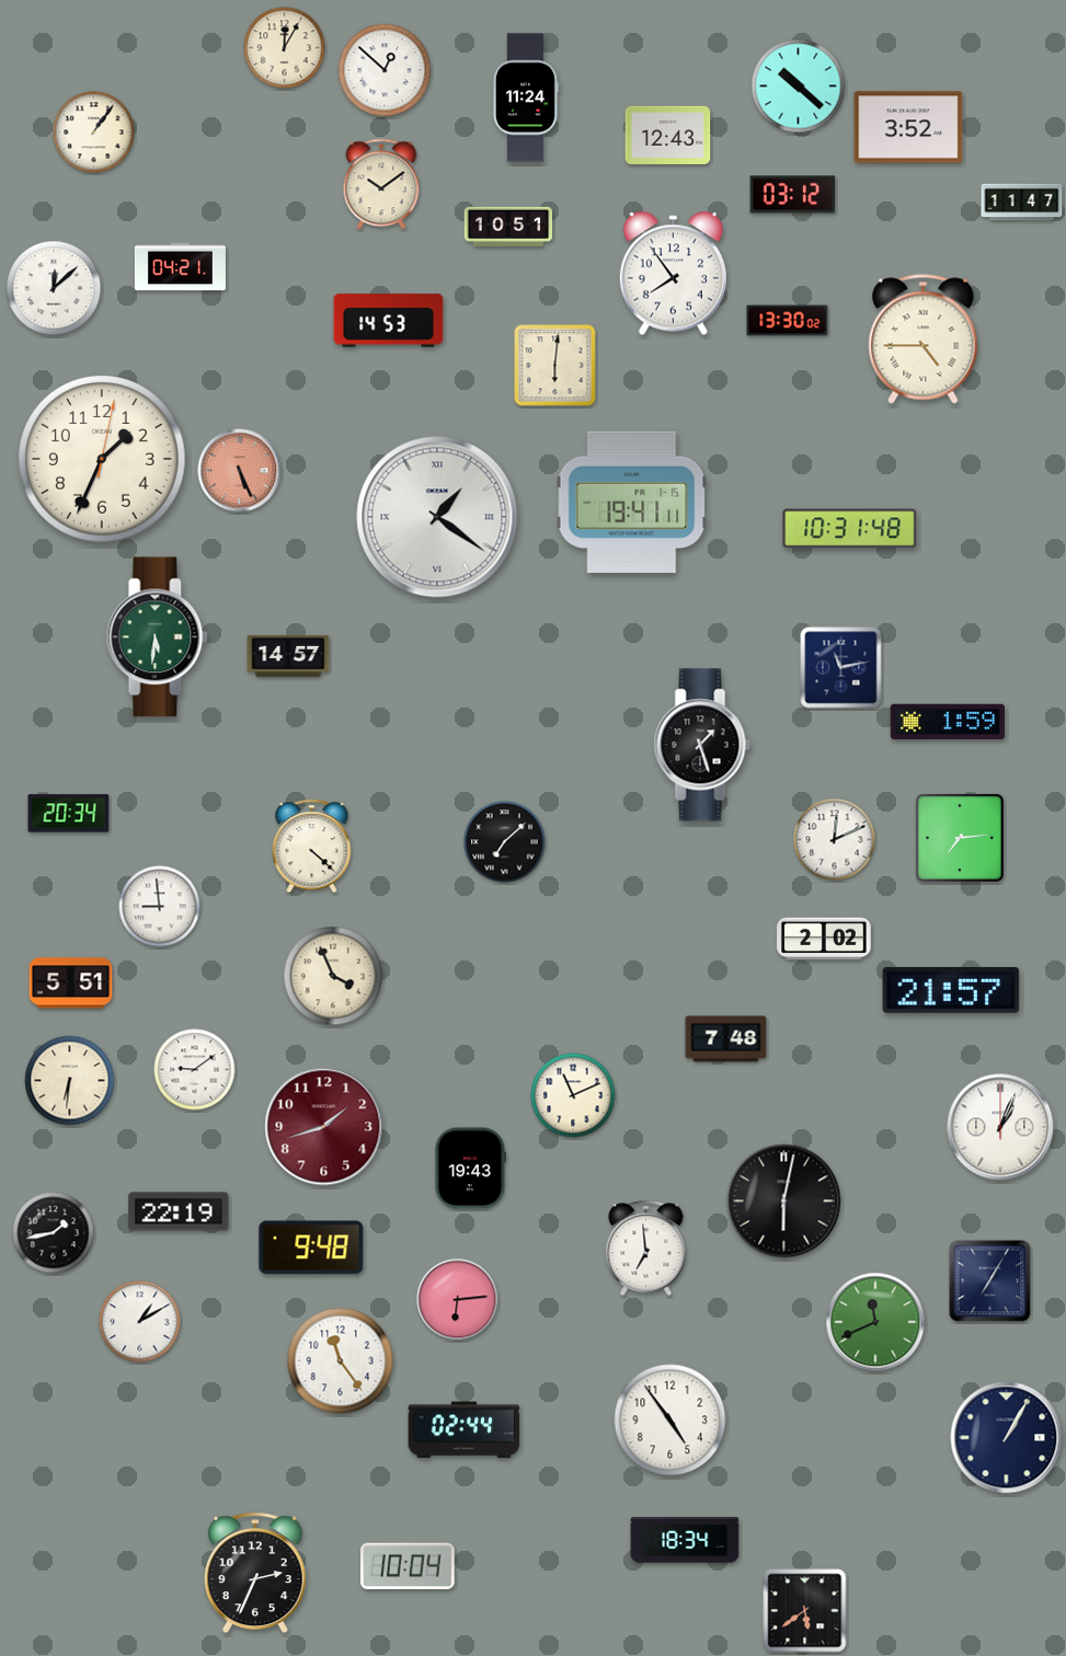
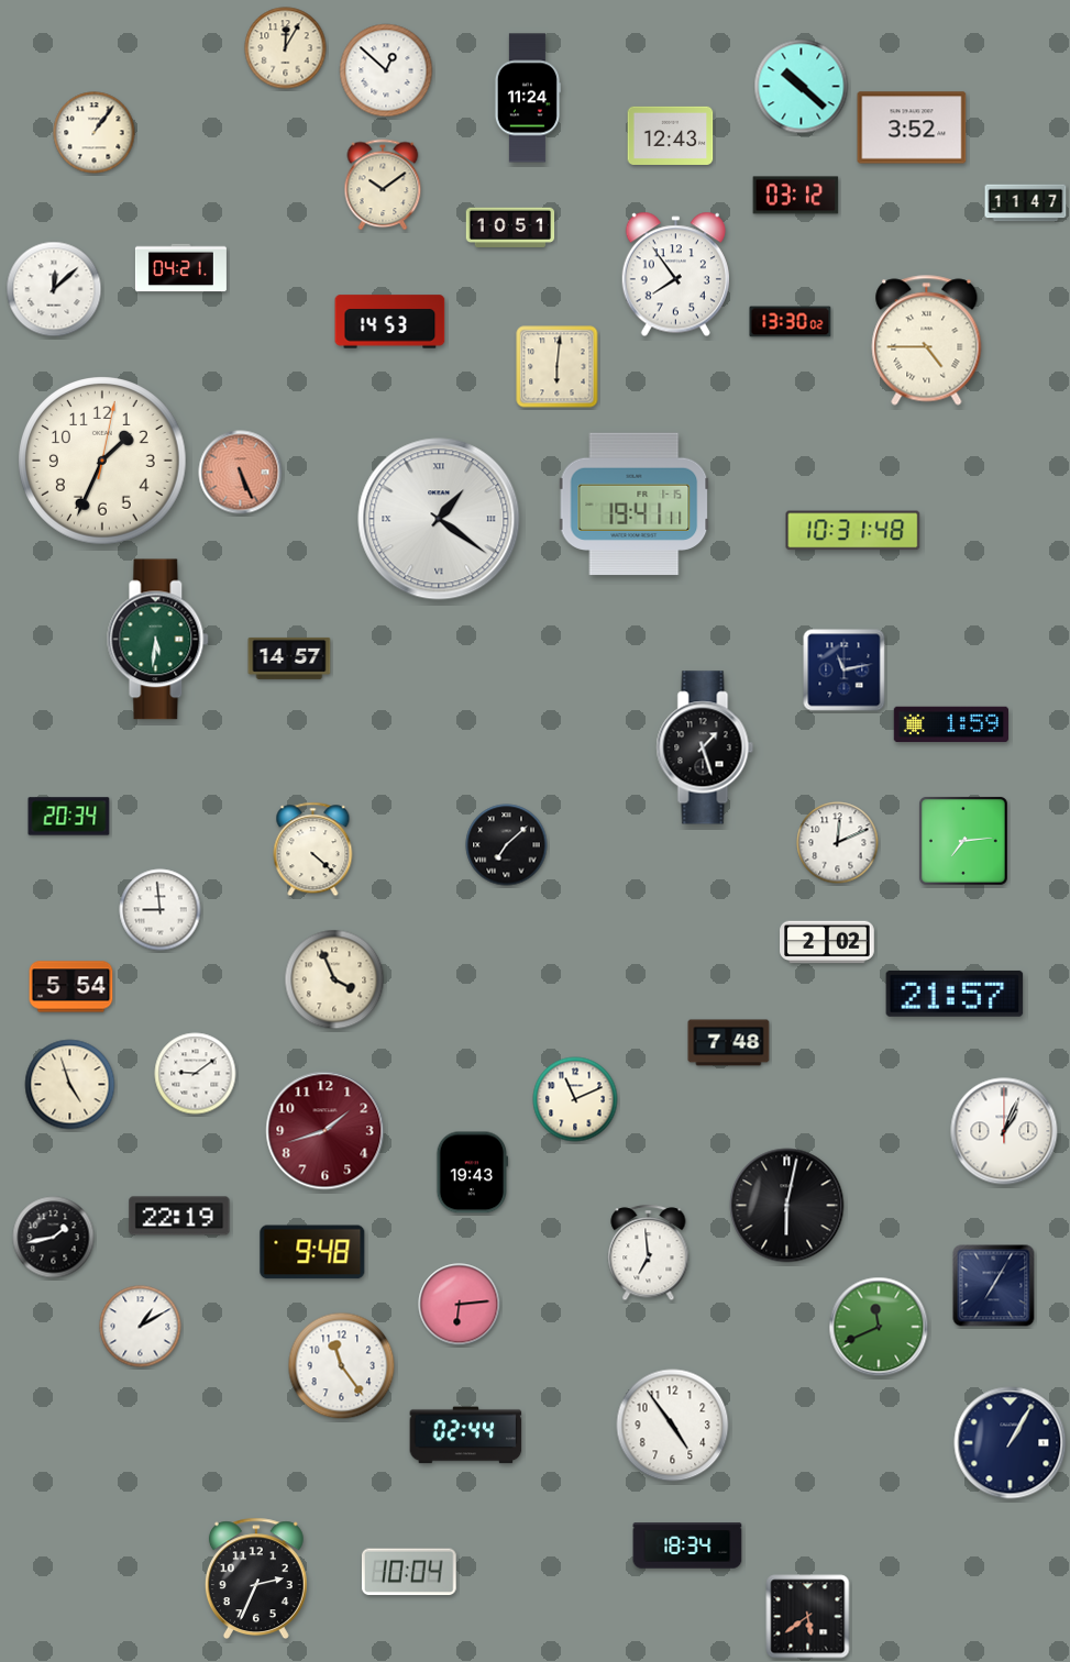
clock at (71, 984): 5:51 -> 5:54
clock at (70, 1081): 6:31 -> 4:57
